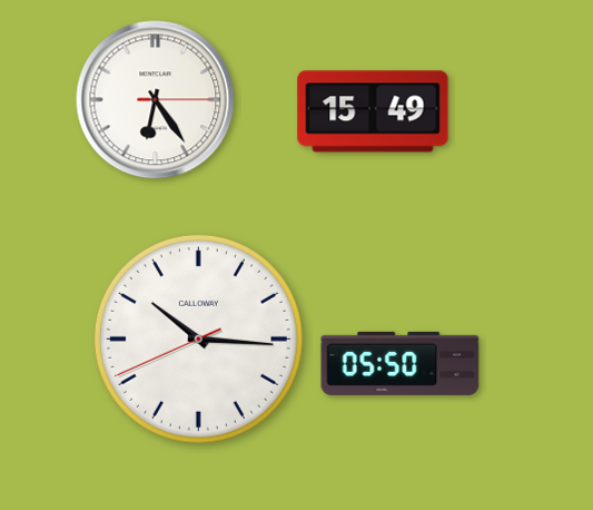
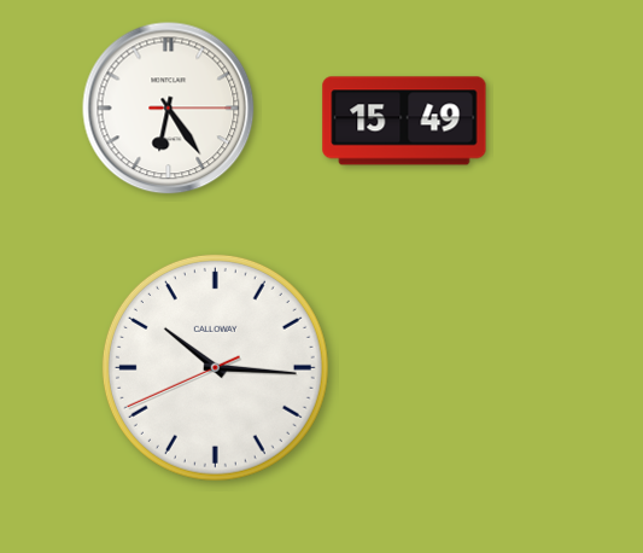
clock at (401, 363): 05:50 -> none
